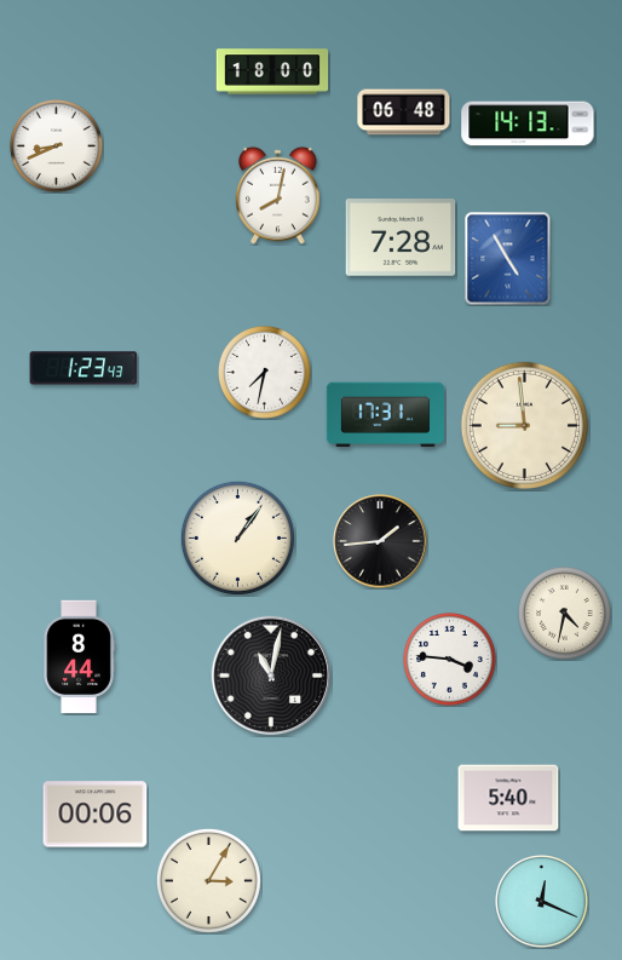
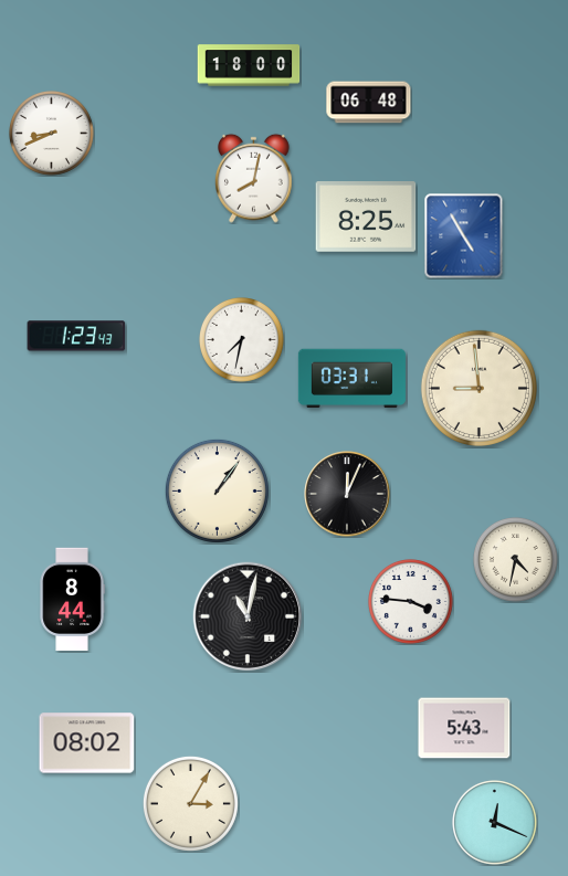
clock at (528, 123): 14:13 -> none
clock at (401, 237): 7:28 -> 8:25
clock at (385, 415): 17:31 -> 03:31
clock at (380, 541): 1:44 -> 12:04
clock at (508, 798): 5:40 -> 5:43
clock at (96, 815): 00:06 -> 08:02
